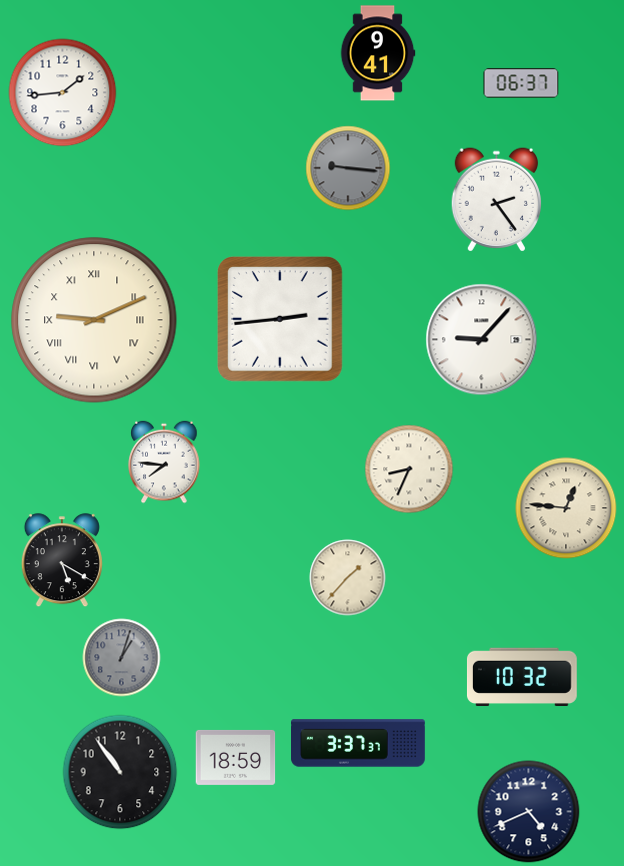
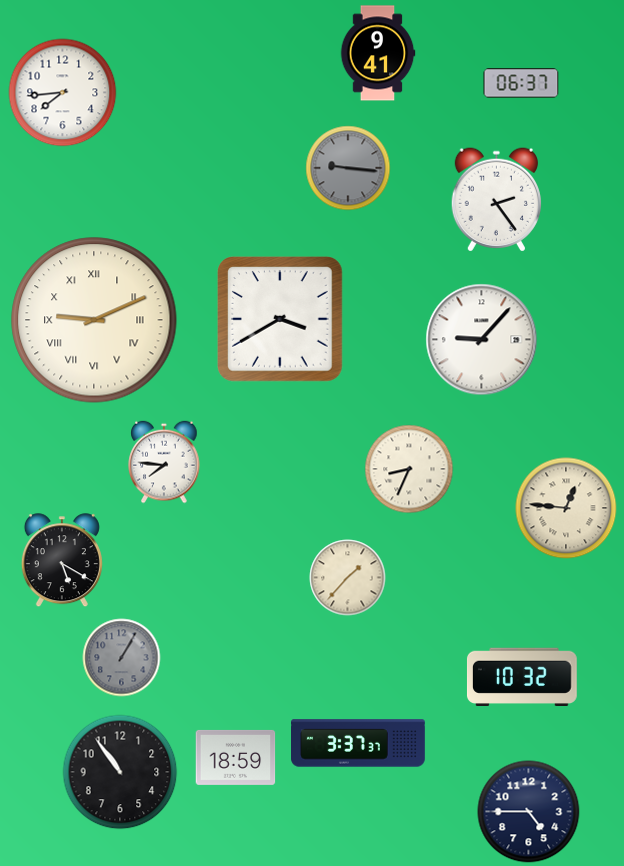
clock at (63, 93): 1:44 -> 7:44
clock at (280, 319): 2:44 -> 3:40
clock at (122, 658): 1:03 -> 1:05
clock at (529, 812): 4:41 -> 4:45
